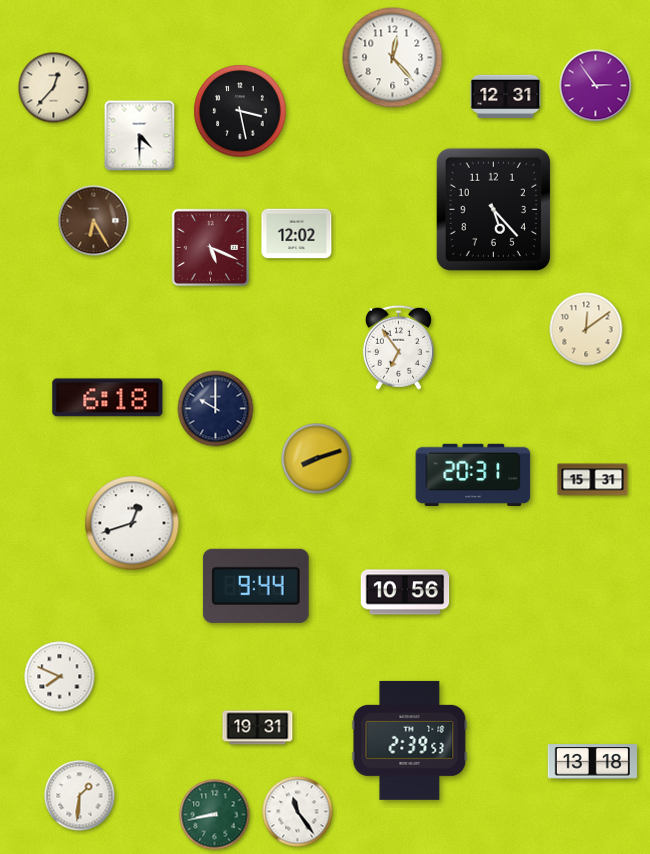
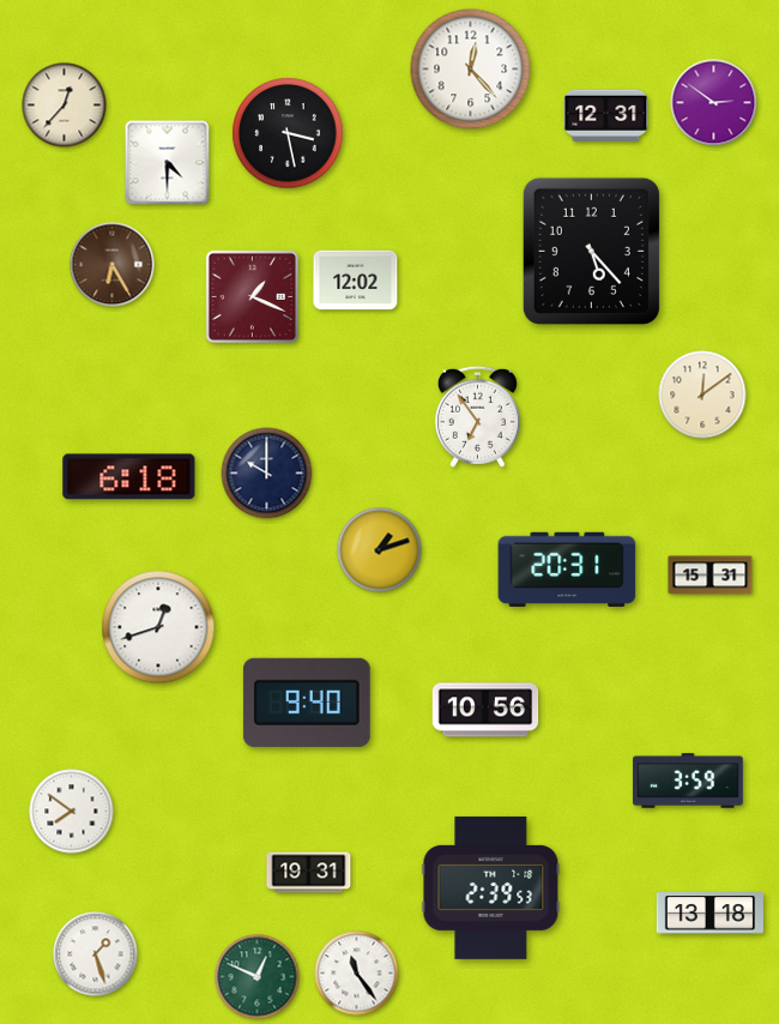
clock at (596, 86): 2:54 -> 2:51
clock at (211, 248): 5:19 -> 1:19
clock at (216, 409) position: (216, 409) -> (267, 474)
clock at (317, 459): 8:12 -> 1:12
clock at (256, 586): 9:44 -> 9:40
clock at (689, 781): none -> 3:59
clock at (60, 677): 7:49 -> 7:51
clock at (80, 796): 1:31 -> 1:27
clock at (215, 815): 8:43 -> 12:49
